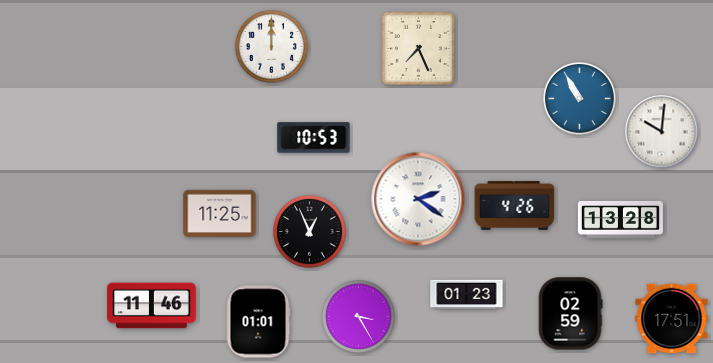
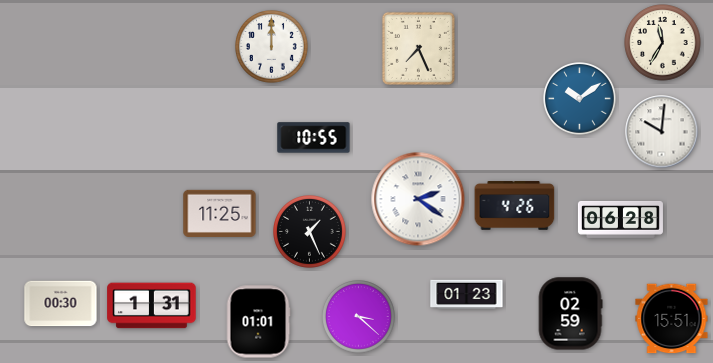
clock at (663, 43): none -> 11:35
clock at (580, 99): 10:55 -> 10:09
clock at (314, 138): 10:53 -> 10:55
clock at (620, 220): 13:28 -> 06:28
clock at (310, 232): 12:56 -> 1:26
clock at (61, 304): none -> 00:30
clock at (152, 306): 11:46 -> 1:31
clock at (359, 317): 3:25 -> 3:22
clock at (672, 319): 17:51 -> 15:51
